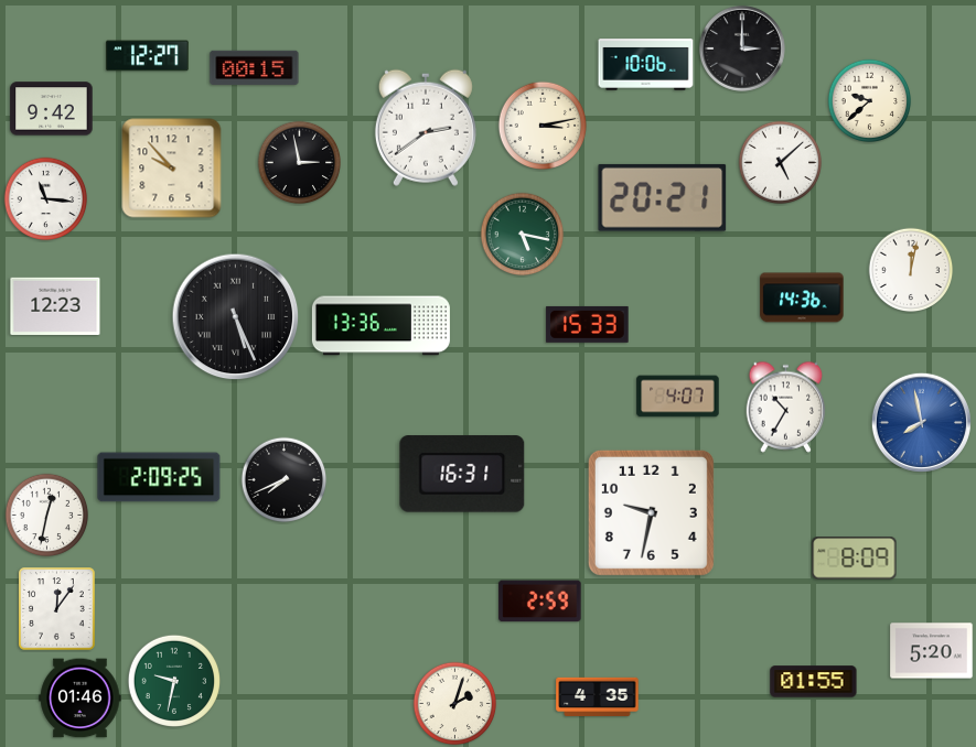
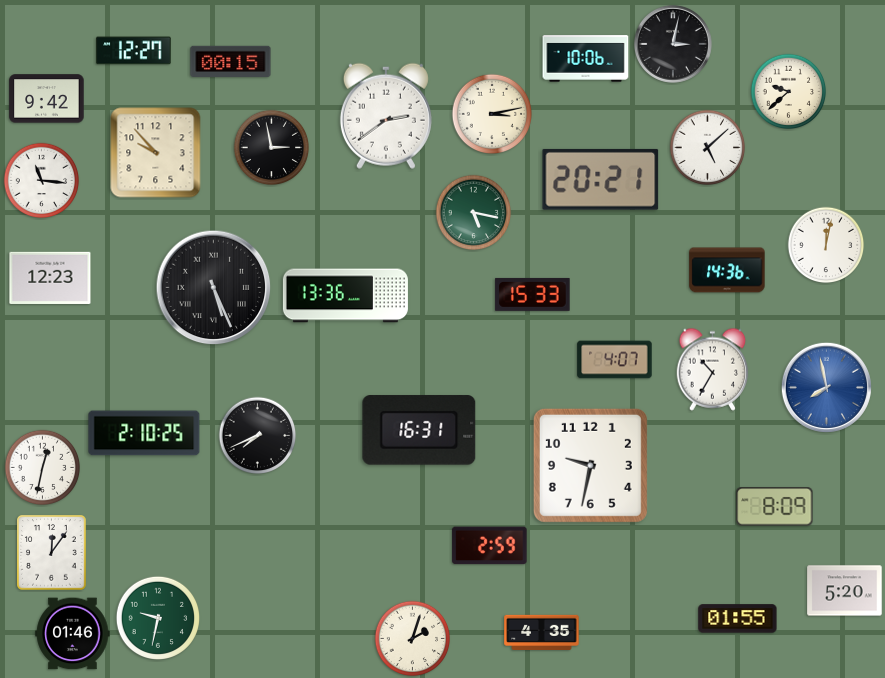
clock at (742, 48): 3:00 -> 3:02
clock at (921, 422) position: (921, 422) -> (826, 387)
clock at (159, 477): 2:09 -> 2:10
